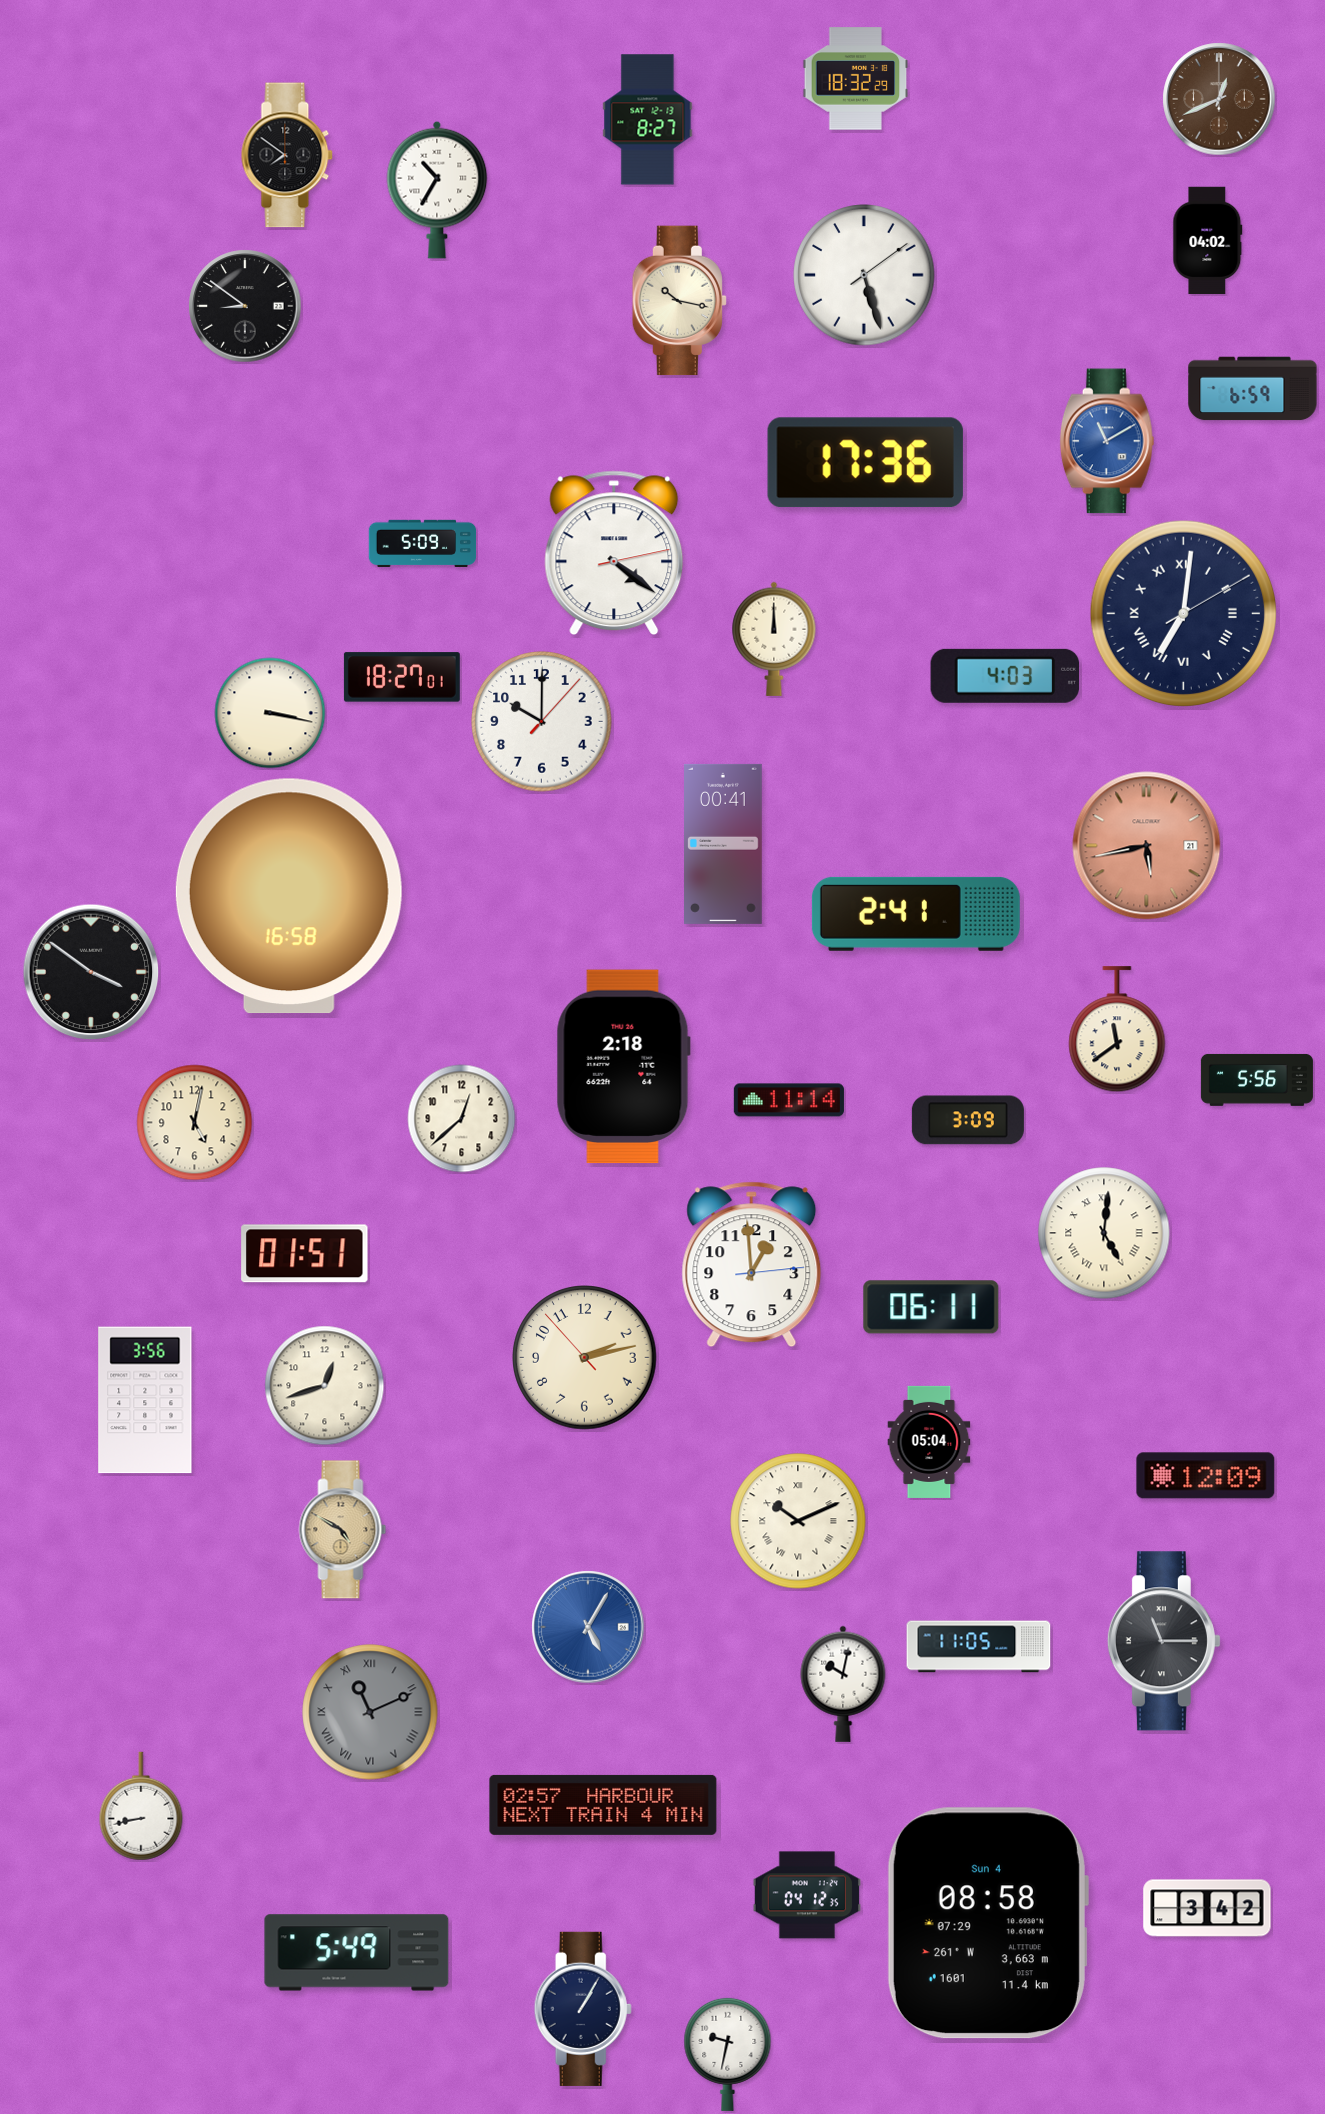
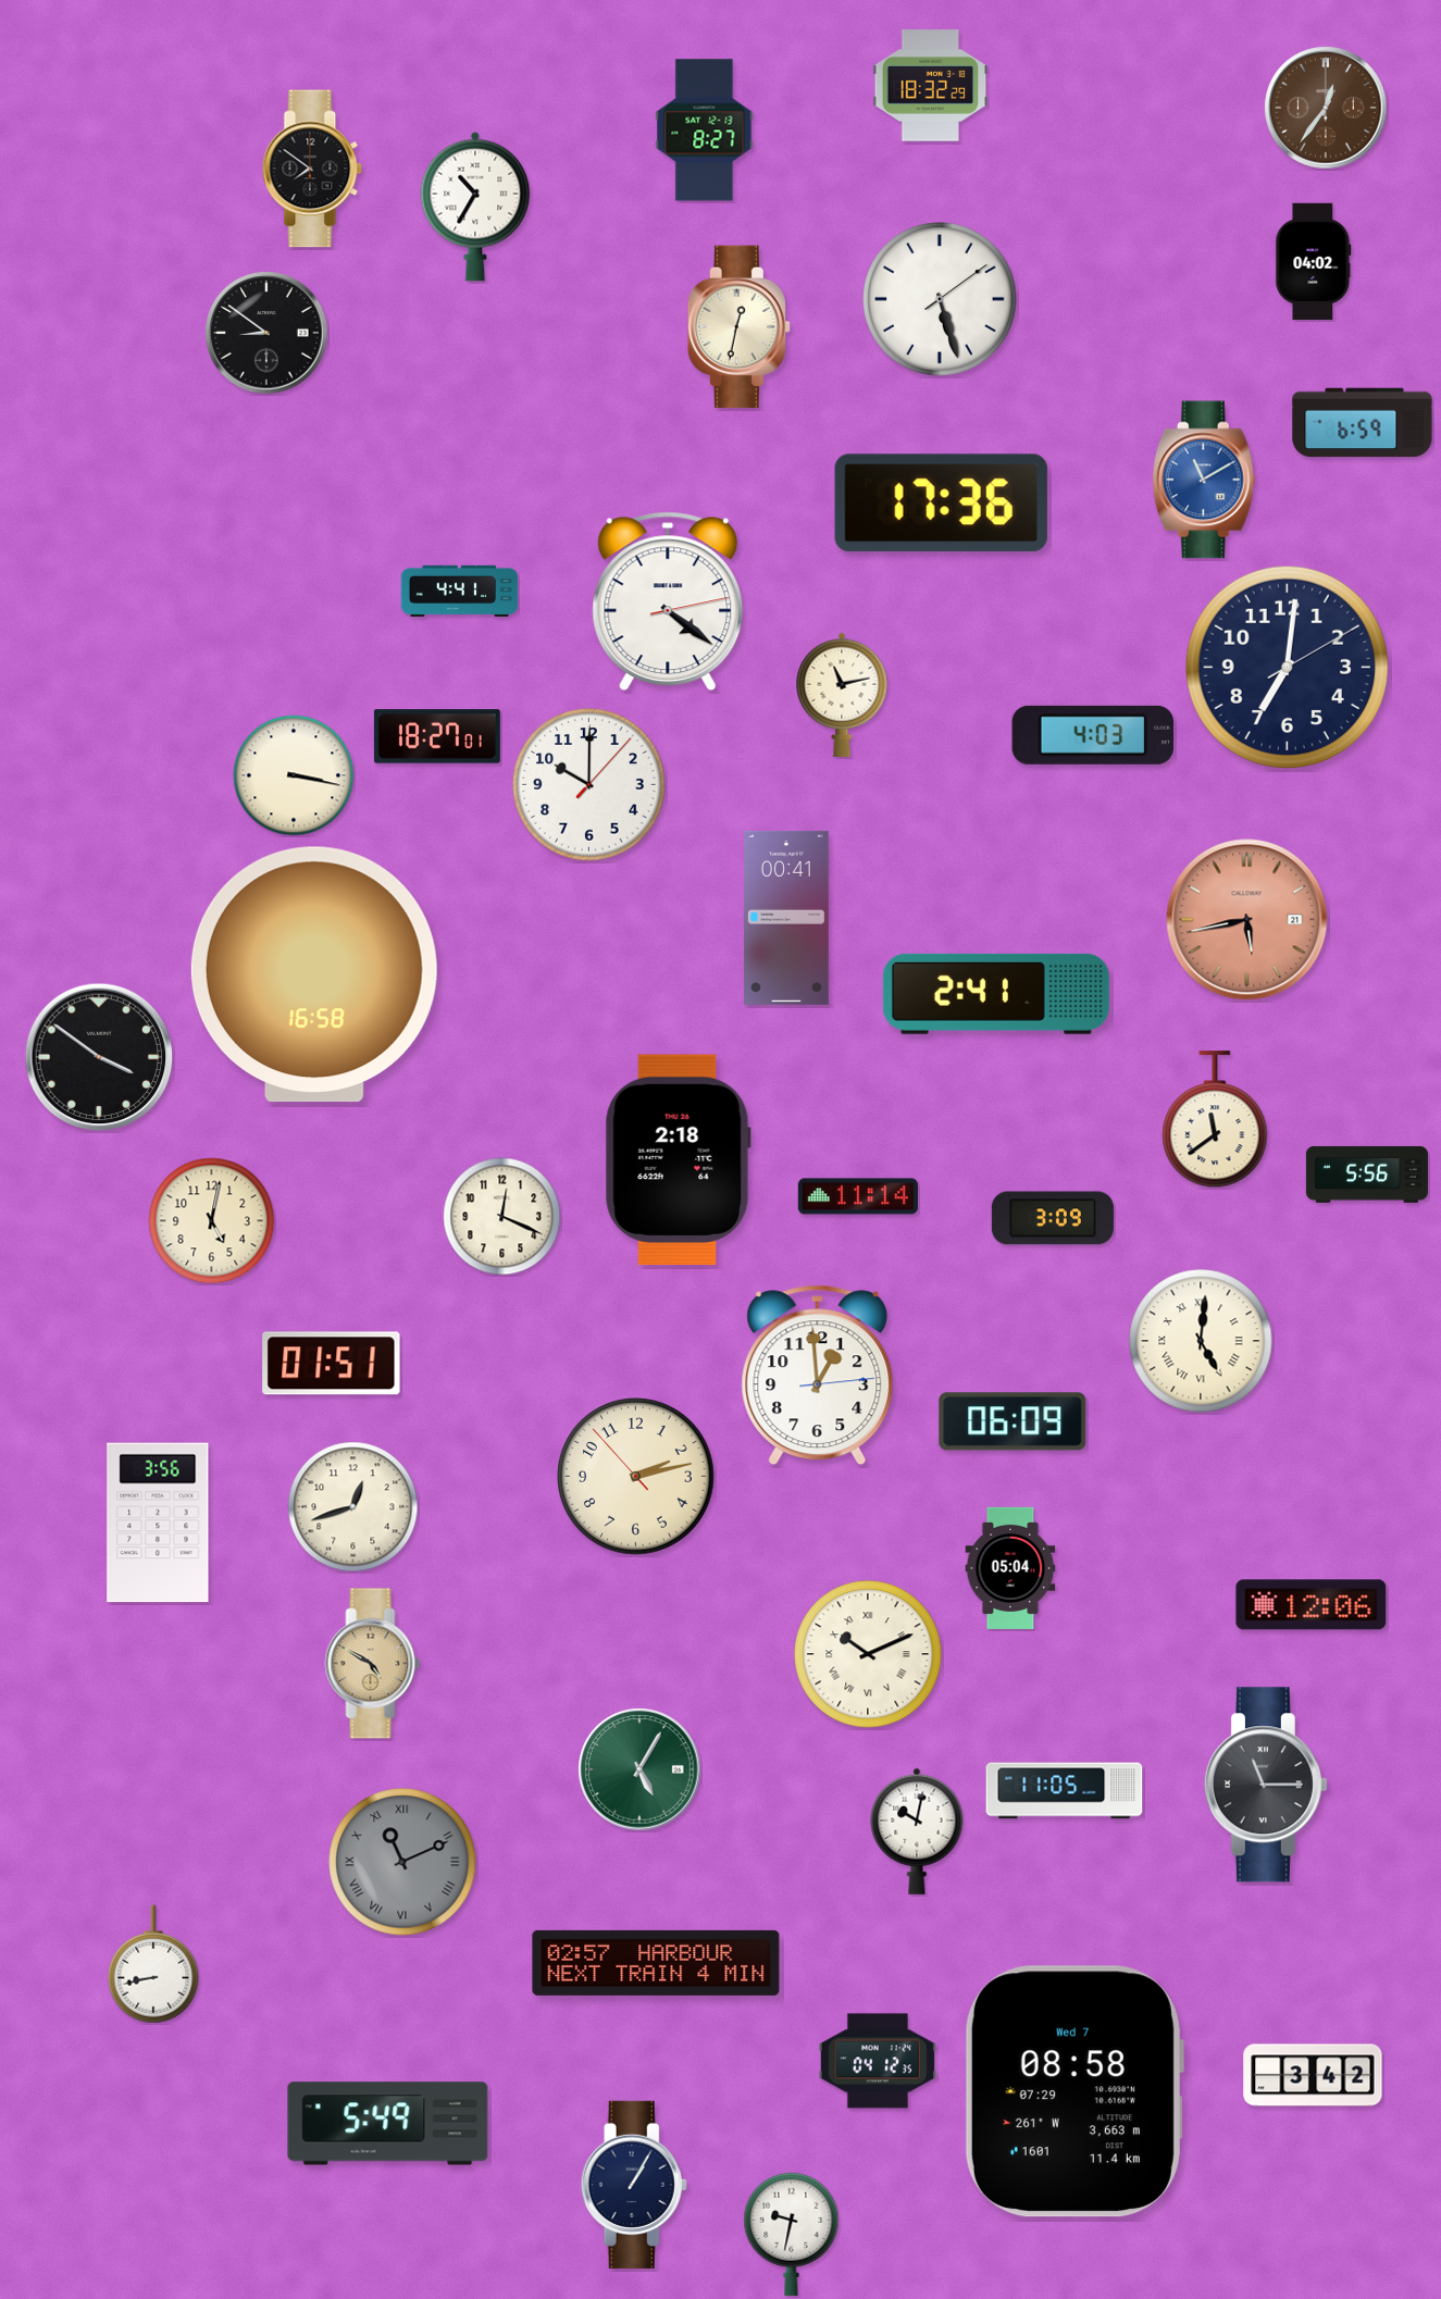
clock at (1219, 99): 12:41 -> 12:36
clock at (679, 301): 10:17 -> 12:32
clock at (423, 543): 5:09 -> 4:41
clock at (1183, 613) numerals: Roman -> Arabic
clock at (774, 639): 12:00 -> 11:13
clock at (462, 1119): 12:38 -> 12:19
clock at (931, 1307): 06:11 -> 06:09
clock at (1206, 1476): 12:09 -> 12:06
clock at (588, 1627) dial: blue -> green
clock at (987, 1923) date: Sun 4 -> Wed 7
